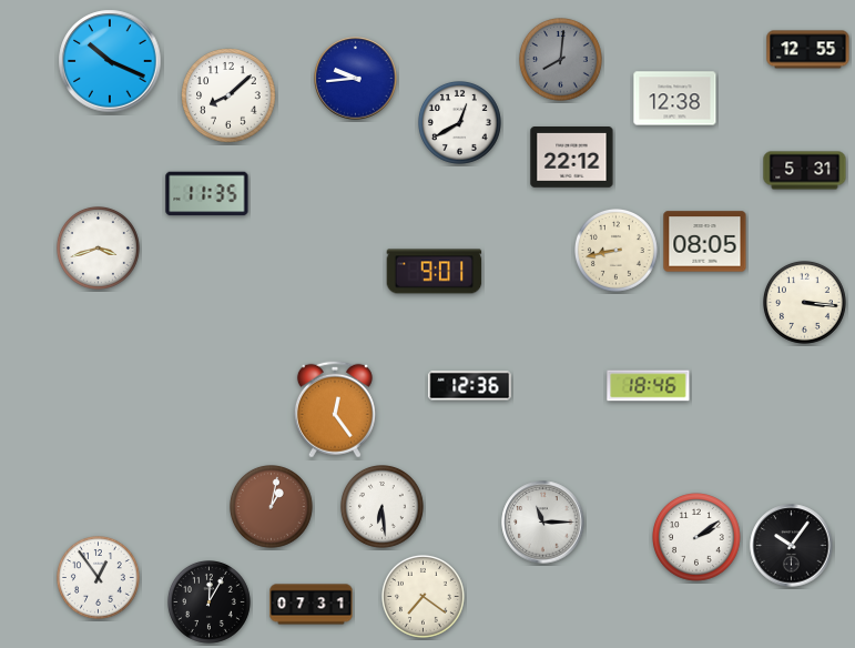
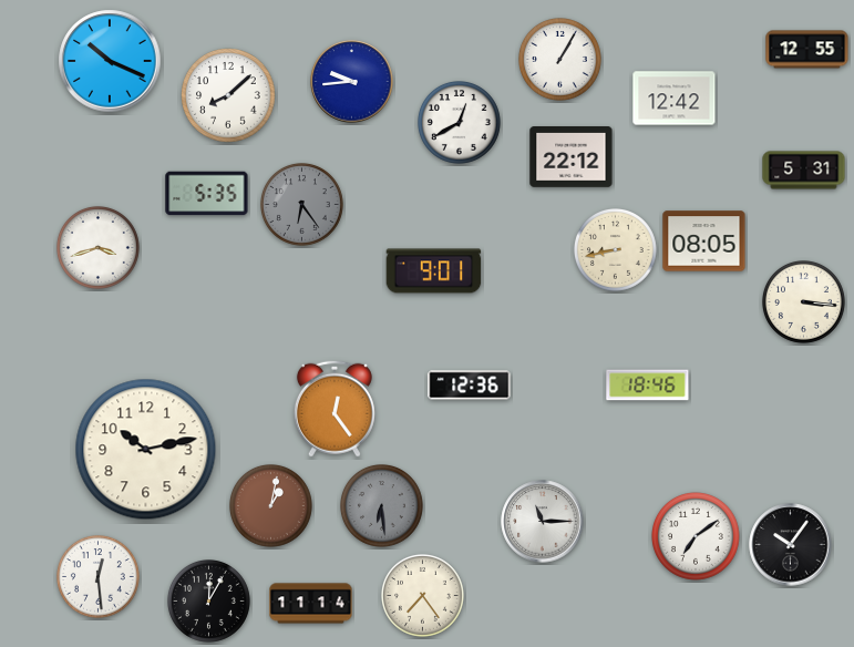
clock at (561, 60): 8:01 -> 1:05
clock at (561, 60) dial: grey -> white
clock at (356, 79) position: (356, 79) -> (352, 82)
clock at (675, 99): 12:38 -> 12:42
clock at (207, 194): 11:35 -> 5:35
clock at (302, 205): none -> 6:24
clock at (146, 450): none -> 10:13
clock at (383, 507) dial: white -> grey
clock at (698, 538): 2:09 -> 7:09
clock at (99, 578): 12:54 -> 12:29
clock at (424, 597): 7:21 -> 7:24
clock at (312, 605): 07:31 -> 11:14
